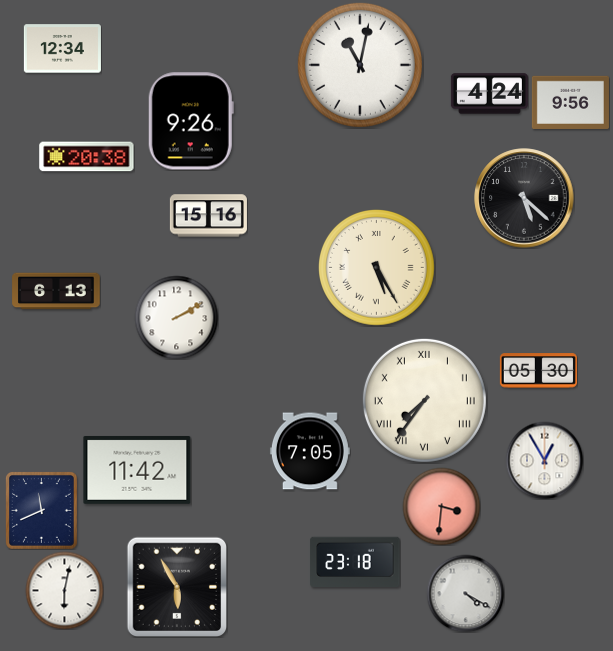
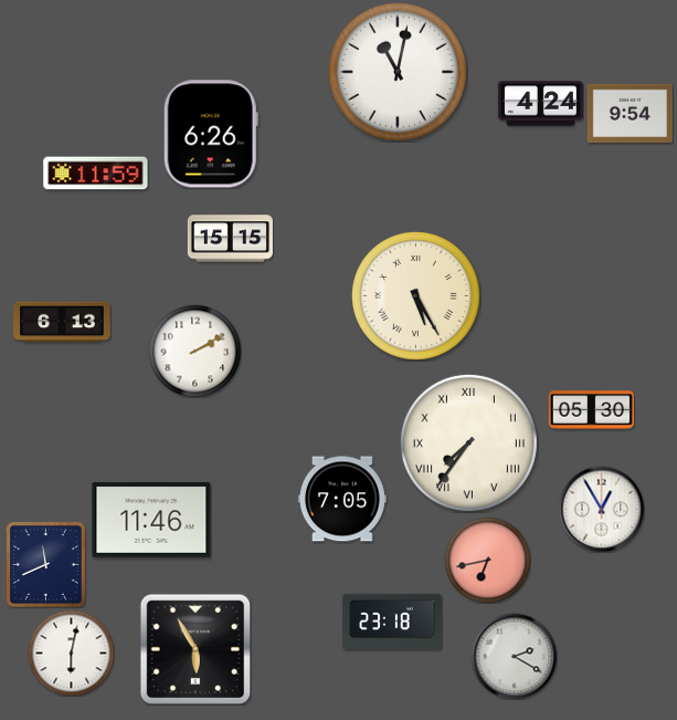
clock at (62, 49): 12:34 -> none
clock at (570, 102): 9:56 -> 9:54
clock at (191, 121): 9:26 -> 6:26
clock at (87, 157): 20:38 -> 11:59
clock at (524, 198): 5:22 -> none
clock at (208, 216): 15:16 -> 15:15
clock at (538, 371) position: (538, 371) -> (591, 410)
clock at (137, 470): 11:42 -> 11:46
clock at (441, 506): 3:31 -> 6:43
clock at (465, 593): 4:20 -> 2:20
